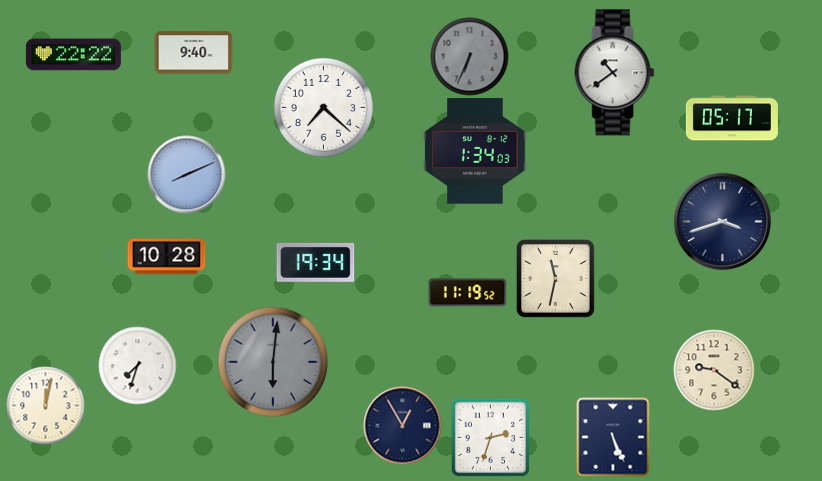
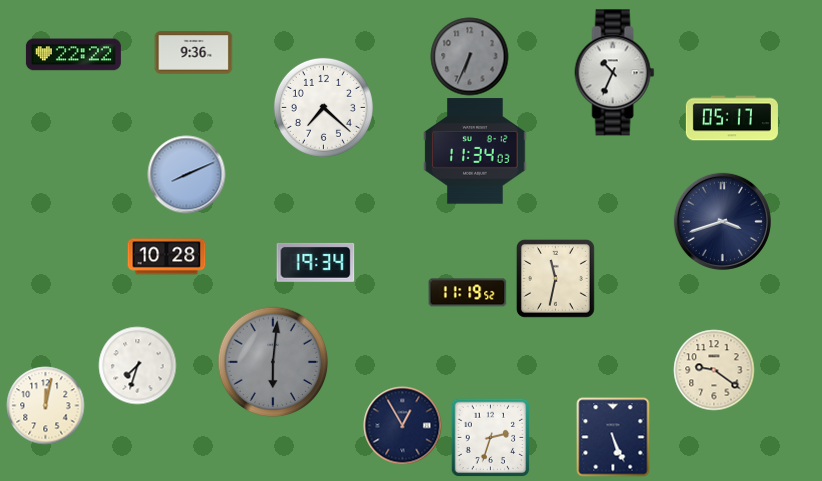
clock at (193, 53): 9:40 -> 9:36
clock at (615, 73): 10:39 -> 10:34
clock at (475, 151): 1:34 -> 11:34
